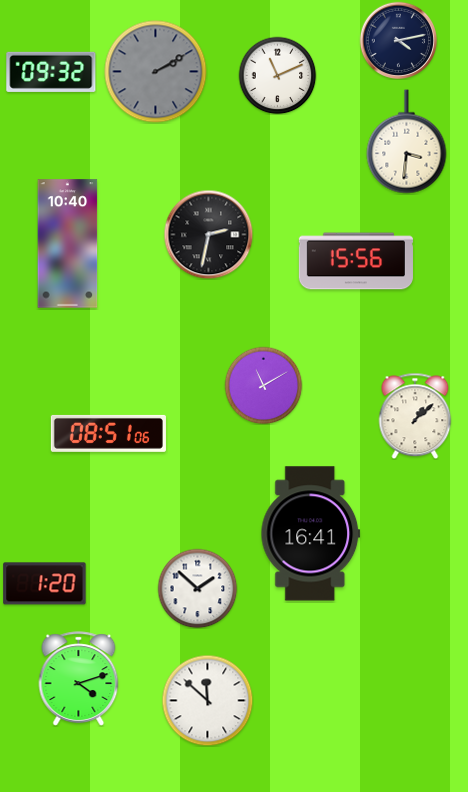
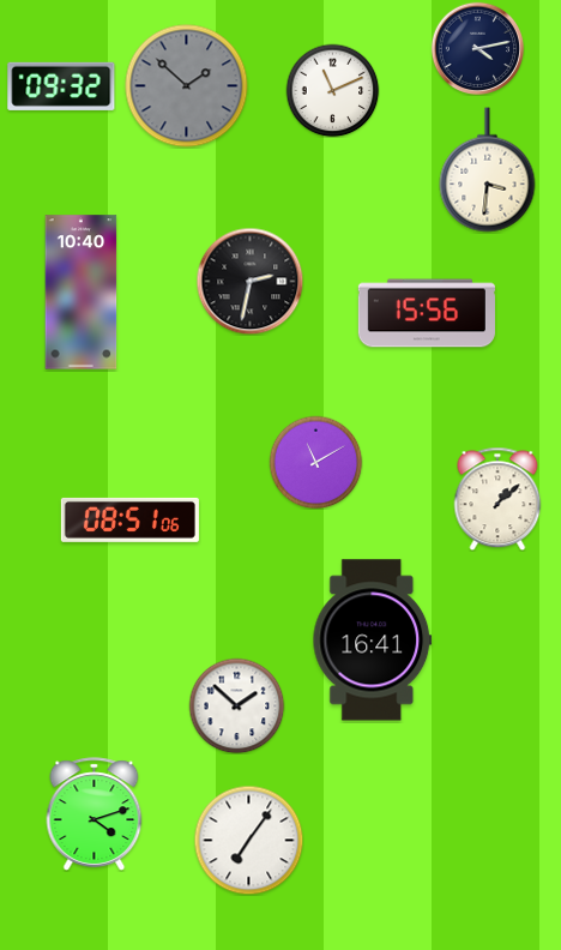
clock at (156, 72): 2:10 -> 1:52
clock at (45, 584): 1:20 -> none
clock at (207, 700): 11:52 -> 7:06
